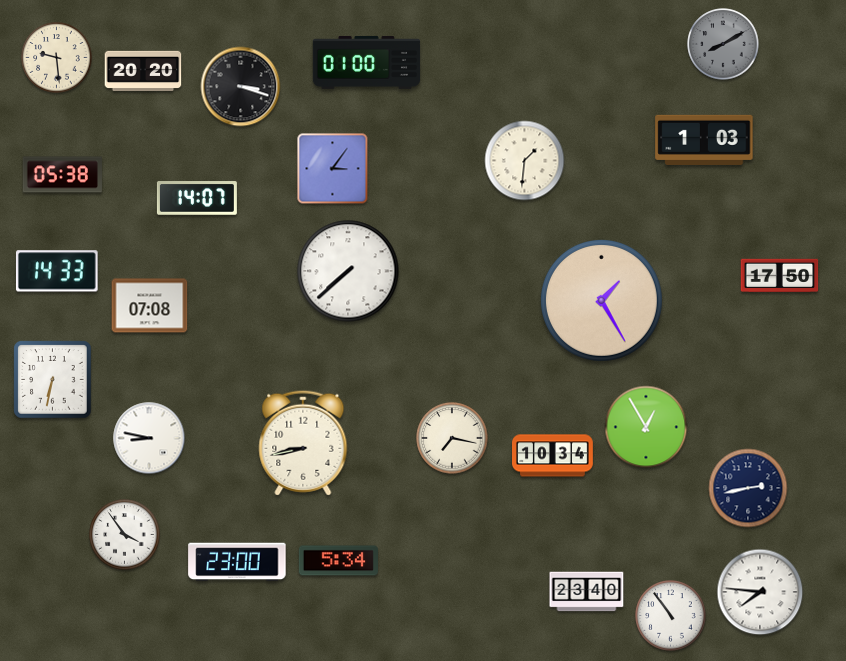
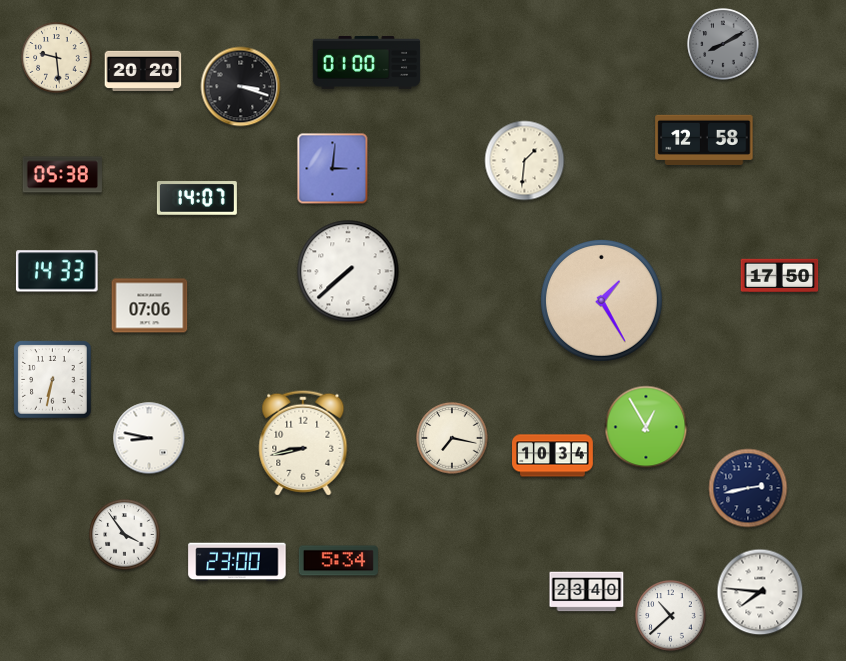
clock at (704, 140): 1:03 -> 12:58
clock at (333, 169): 3:06 -> 3:01
clock at (150, 306): 07:08 -> 07:06
clock at (671, 616): 10:54 -> 10:38
